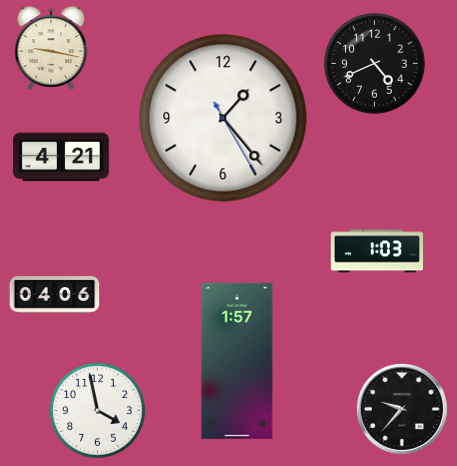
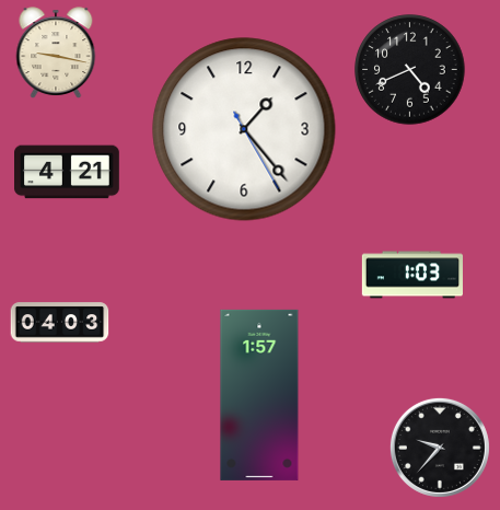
clock at (55, 295): 04:06 -> 04:03
clock at (98, 411): 3:58 -> none
